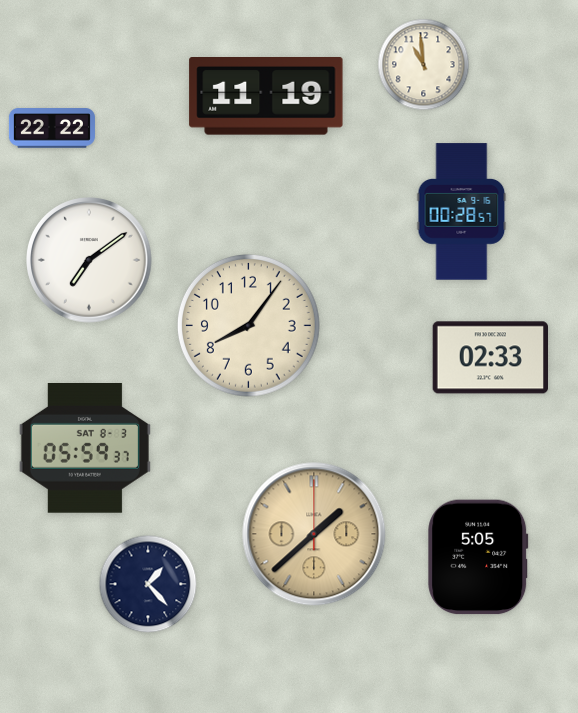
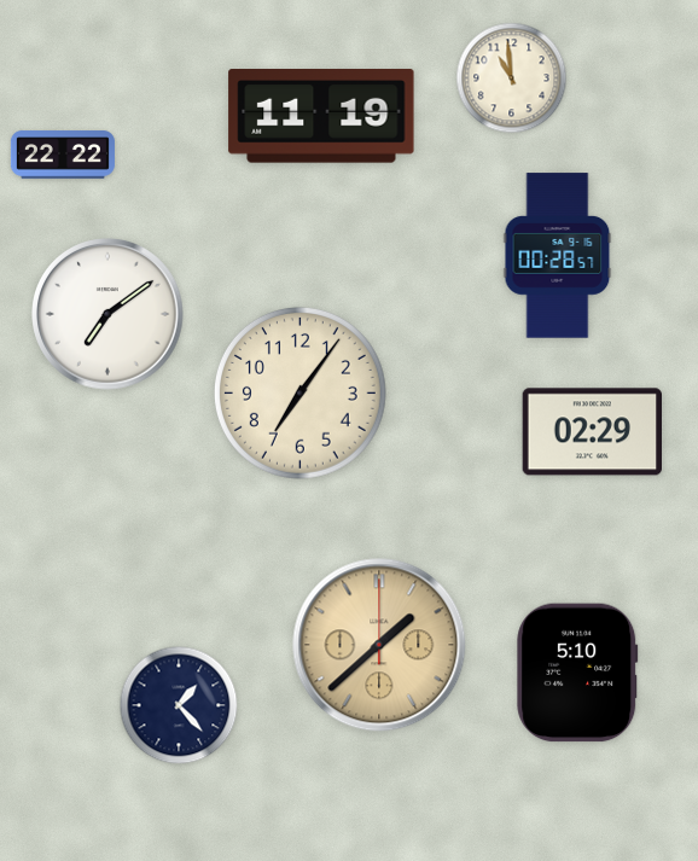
clock at (248, 325): 8:06 -> 7:06
clock at (490, 358): 02:33 -> 02:29
clock at (85, 449): 05:59 -> none
clock at (478, 557): 5:05 -> 5:10
